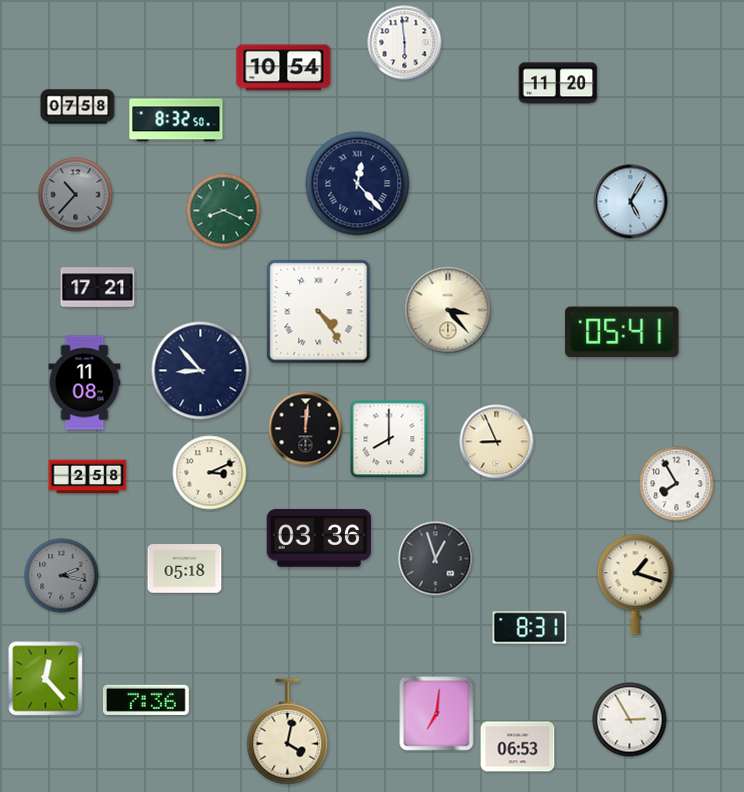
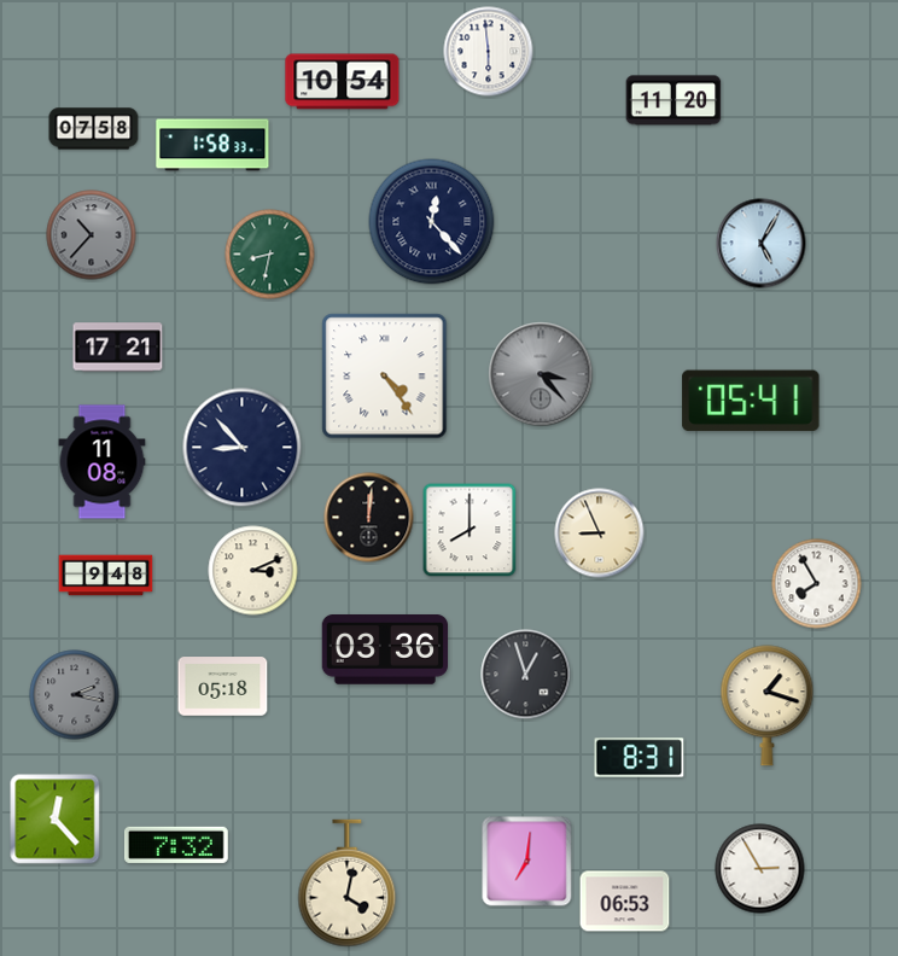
clock at (176, 120): 8:32 -> 1:58
clock at (224, 211): 8:19 -> 8:32
clock at (448, 310) dial: cream -> grey
clock at (88, 477): 2:58 -> 9:48
clock at (146, 700): 7:36 -> 7:32
